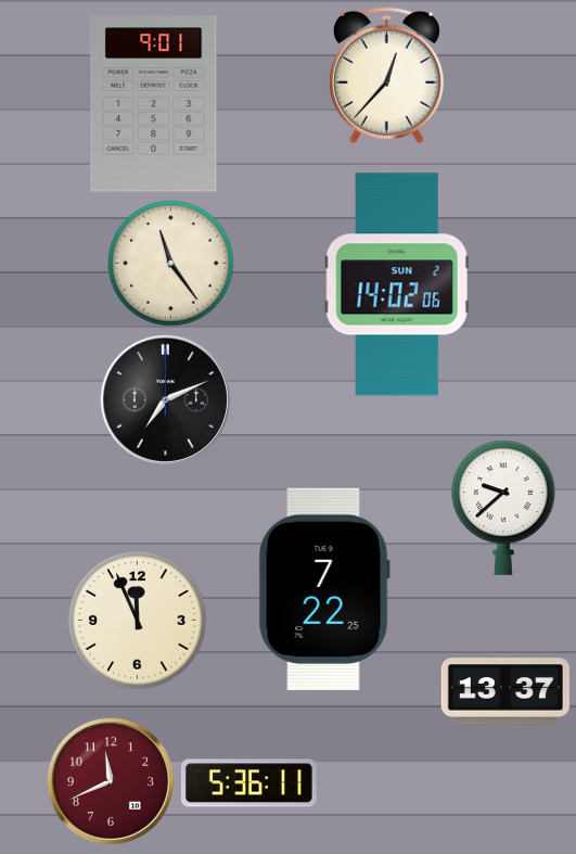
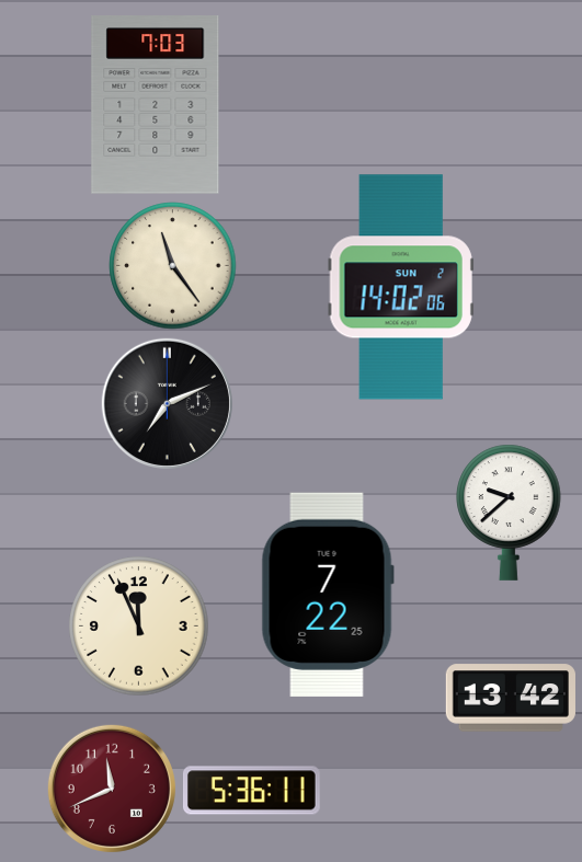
clock at (386, 76): 12:37 -> none
clock at (154, 104): 9:01 -> 7:03
clock at (505, 691): 13:37 -> 13:42
